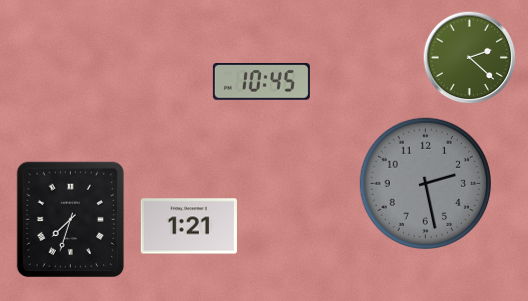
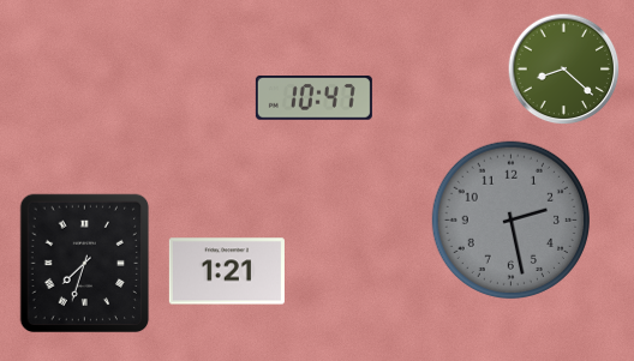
clock at (470, 58): 2:22 -> 8:22
clock at (261, 82): 10:45 -> 10:47
